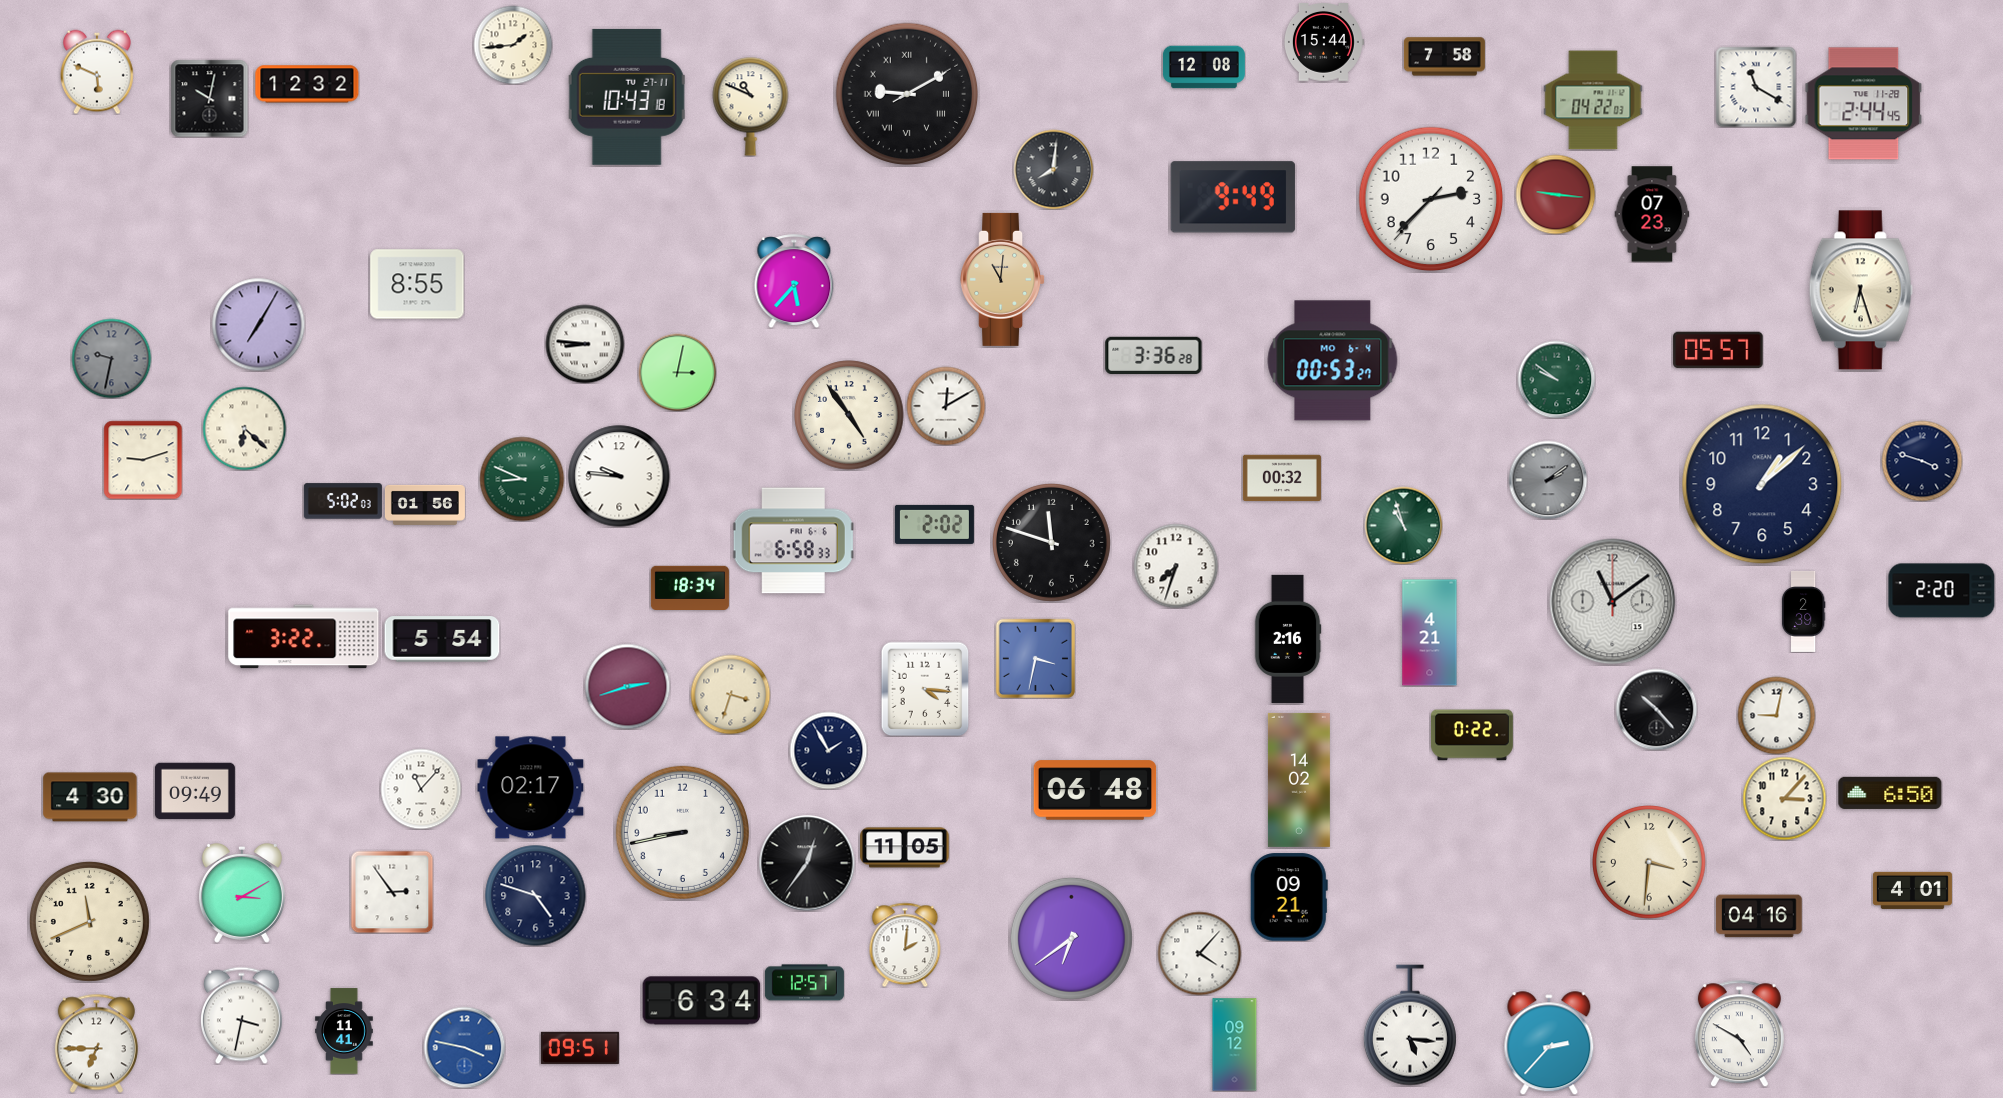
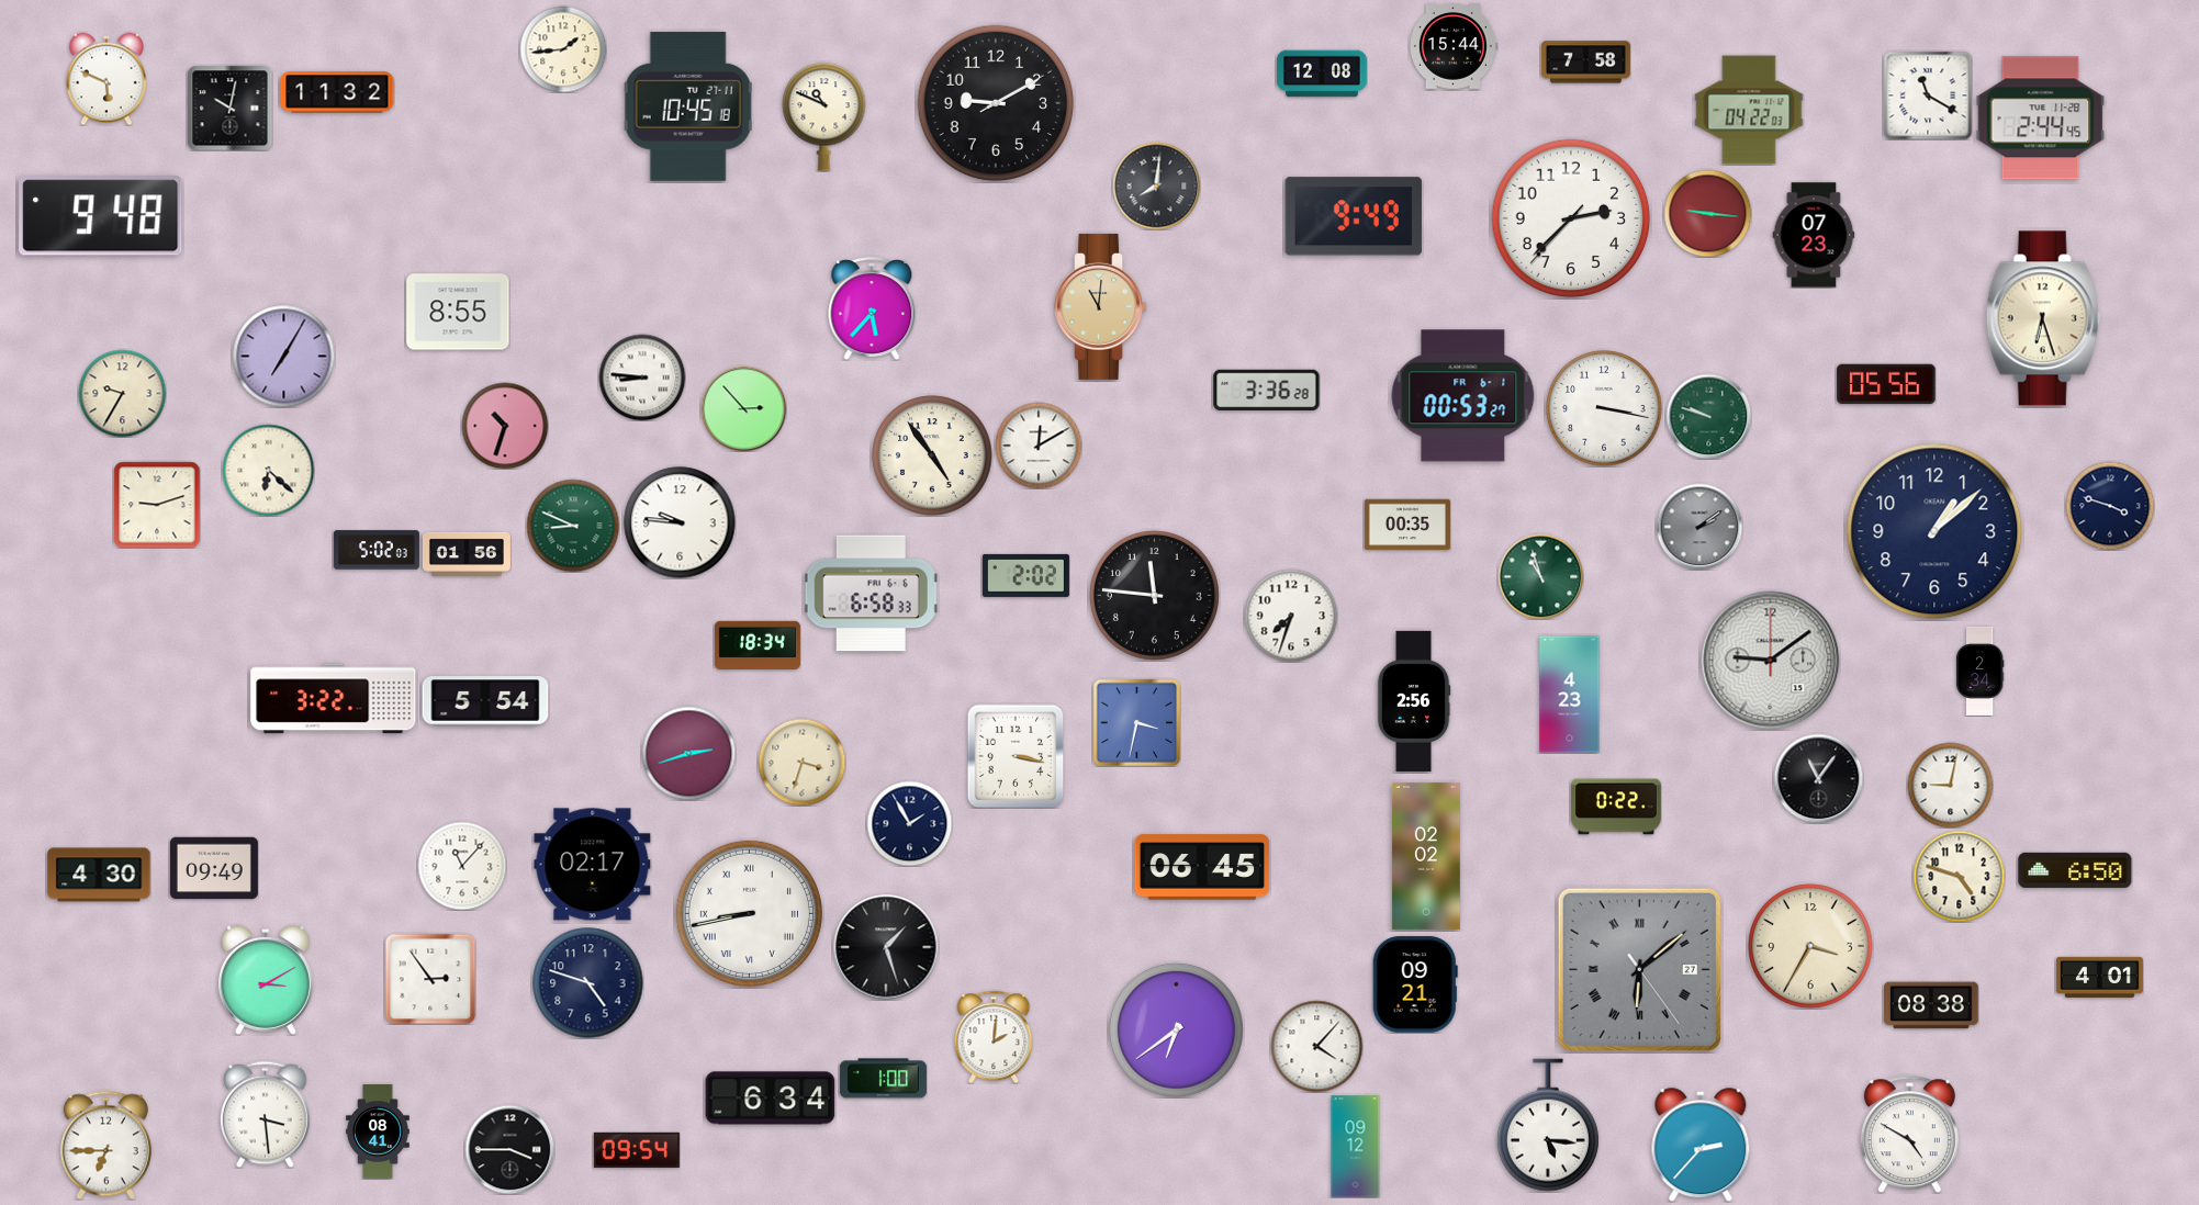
clock at (307, 84): 12:32 -> 11:32
clock at (907, 94) numerals: Roman -> Arabic
clock at (627, 97): 10:43 -> 10:45
clock at (1864, 104) position: (1864, 104) -> (2041, 119)
clock at (101, 216): none -> 9:48
clock at (1718, 350): 05:57 -> 05:56
clock at (111, 358): 9:32 -> 9:35
clock at (111, 358) dial: grey -> cream
clock at (1333, 361) date: MO 6-4 -> FR 6-1
clock at (677, 372): 3:02 -> 2:53
clock at (1604, 408): none -> 3:17
clock at (1556, 379): 9:51 -> 9:48
clock at (505, 426): none -> 10:33
clock at (1282, 478): 00:32 -> 00:35
clock at (1051, 542): 11:48 -> 11:46
clock at (1176, 566) position: (1176, 566) -> (1291, 616)
clock at (1942, 591): 2:20 -> none
clock at (1613, 602): 11:09 -> 9:09
clock at (1803, 611): 2:39 -> 2:34
clock at (1430, 633): 4:21 -> 4:23
clock at (1288, 639): 2:16 -> 2:56
clock at (925, 689): 4:16 -> 3:17
clock at (1656, 709): 10:23 -> 11:06
clock at (1299, 780): 14:02 -> 02:02
clock at (531, 788) position: (531, 788) -> (593, 865)
clock at (1095, 790): 06:48 -> 06:45
clock at (1784, 798): 3:07 -> 4:48
clock at (682, 832) numerals: Arabic -> Roman
clock at (905, 848): 11:05 -> none
clock at (1649, 862): 3:31 -> 3:35
clock at (807, 863): 12:36 -> 1:27
clock at (1639, 969): none -> 6:08
clock at (1759, 916): 04:16 -> 08:38
clock at (89, 921): 11:41 -> none
clock at (804, 983): 12:57 -> 1:00
clock at (242, 1015): 3:32 -> 3:29
clock at (344, 1031): 11:41 -> 08:41
clock at (464, 1047): 3:47 -> 3:45
clock at (464, 1047) dial: blue -> black
clock at (580, 1048): 09:51 -> 09:54
